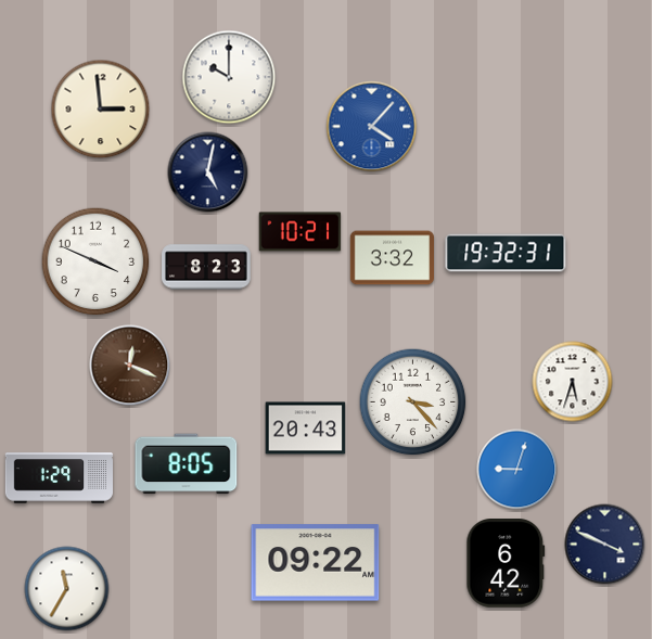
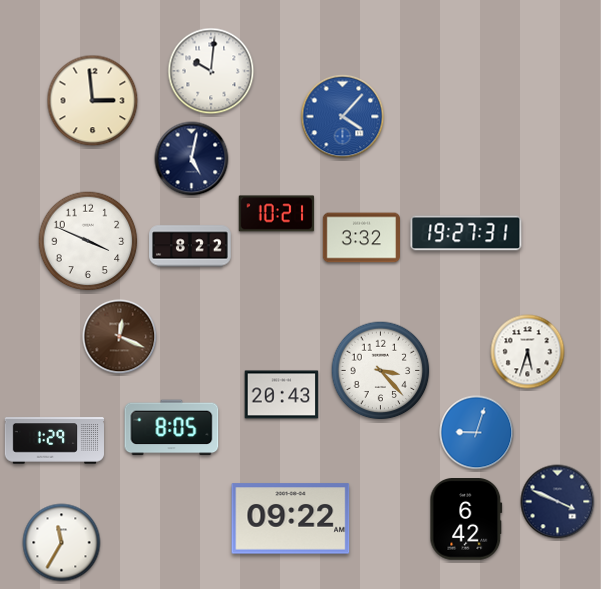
clock at (229, 77): 10:00 -> 10:01
clock at (506, 253): 19:32 -> 19:27
clock at (206, 267): 8:23 -> 8:22
